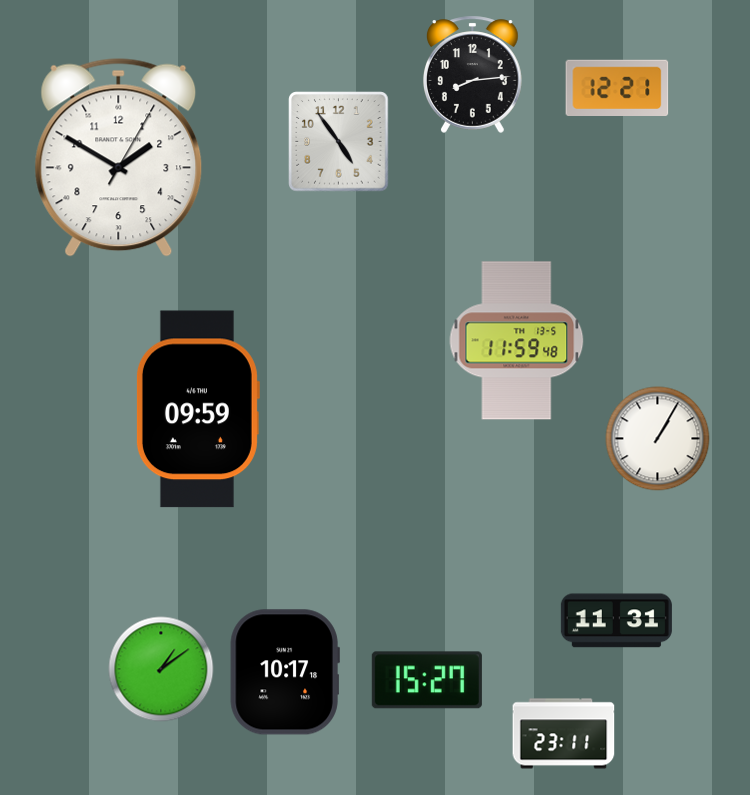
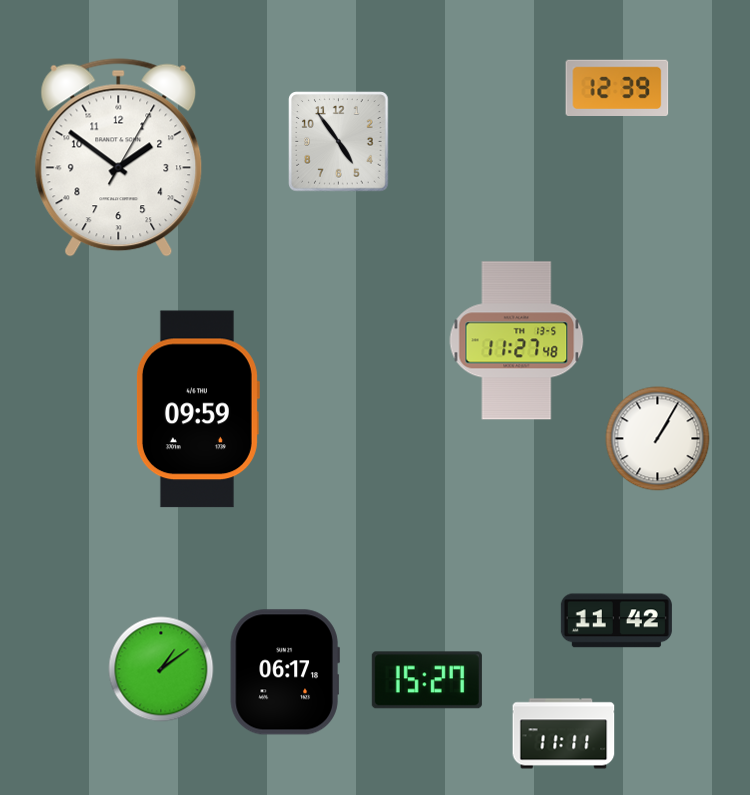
clock at (473, 74): 8:14 -> none
clock at (617, 87): 12:21 -> 12:39
clock at (119, 157): 1:50 -> 1:51
clock at (517, 341): 11:59 -> 11:27
clock at (616, 621): 11:31 -> 11:42
clock at (285, 672): 10:17 -> 06:17
clock at (564, 734): 23:11 -> 11:11
